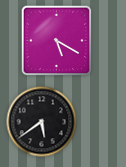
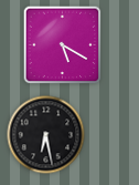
clock at (42, 122): 5:39 -> 6:28
